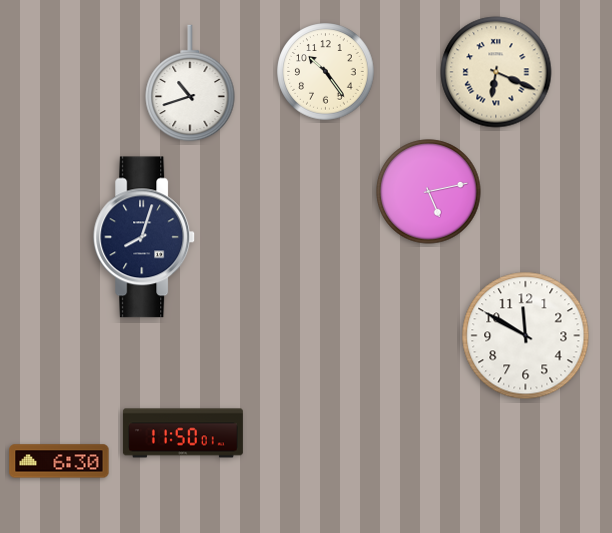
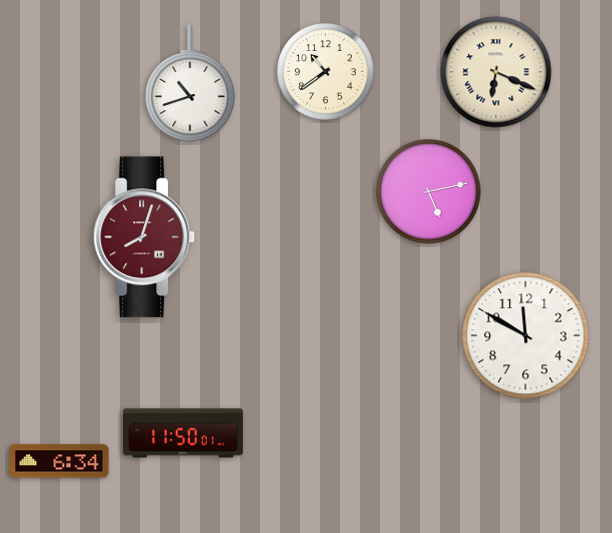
clock at (326, 72): 10:24 -> 10:39
clock at (145, 237) dial: navy -> burgundy
clock at (59, 461): 6:30 -> 6:34
